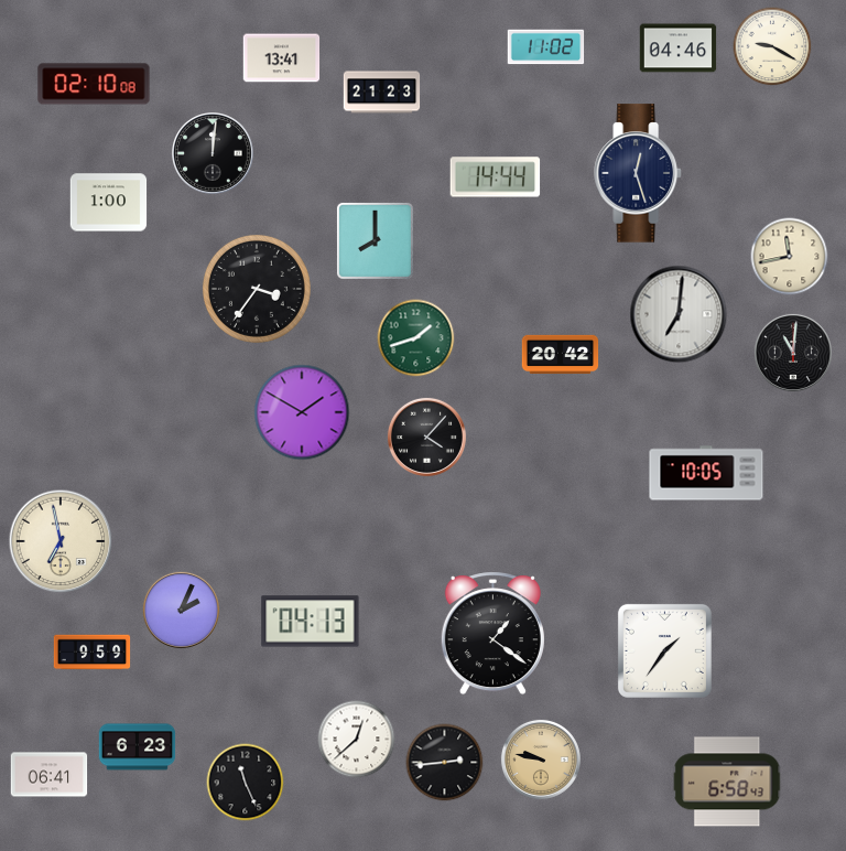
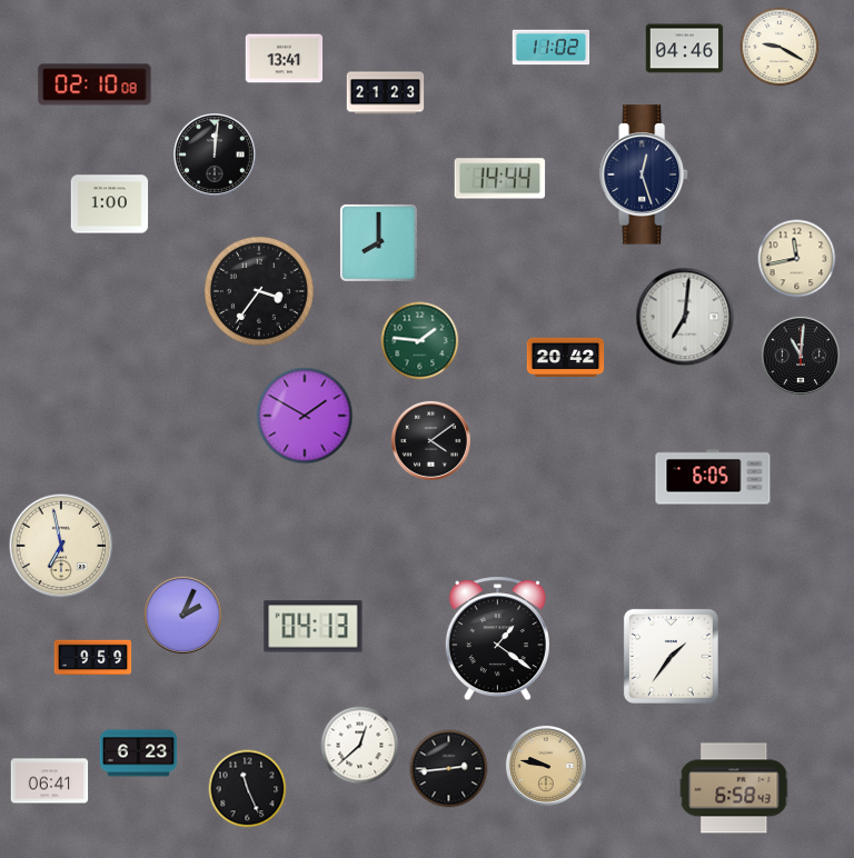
clock at (416, 338): 1:42 -> 1:46
clock at (426, 437): 4:07 -> 4:09
clock at (706, 473): 10:05 -> 6:05
